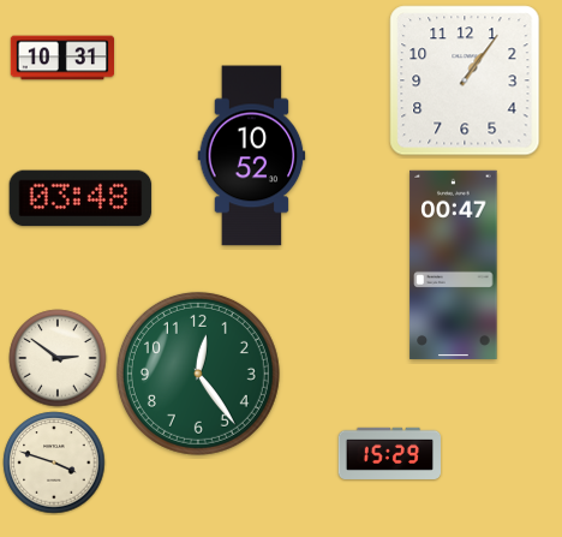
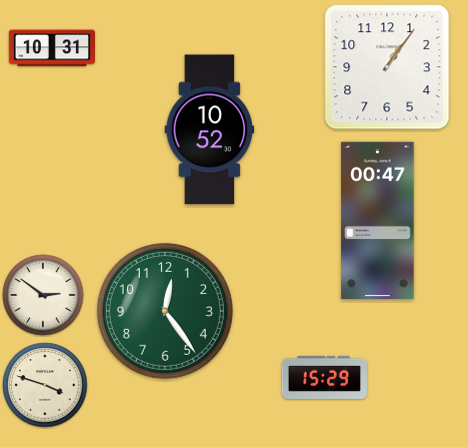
clock at (80, 198): 03:48 -> none
clock at (58, 358) position: (58, 358) -> (43, 295)
